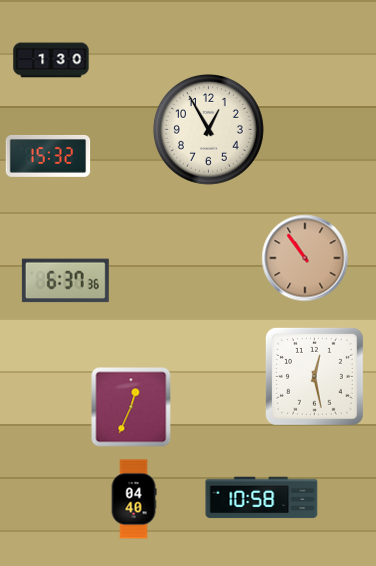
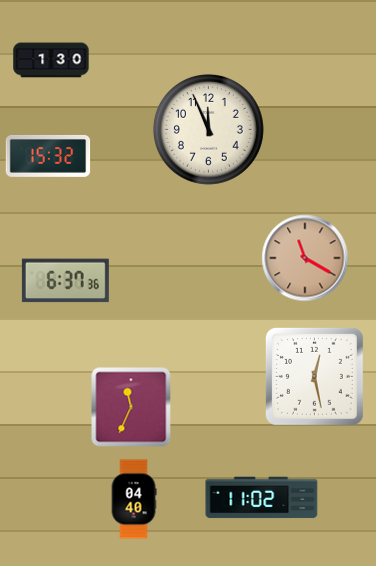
clock at (208, 129): 12:55 -> 11:56
clock at (305, 258): 10:54 -> 11:20
clock at (131, 407): 12:34 -> 11:34
clock at (262, 498): 10:58 -> 11:02
